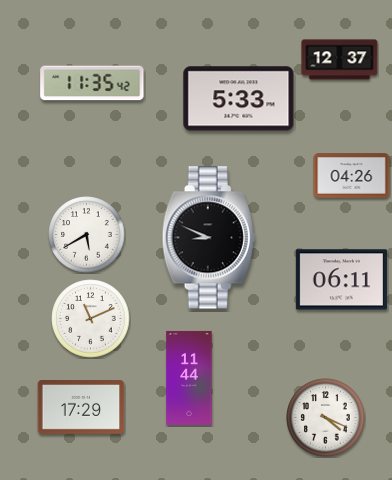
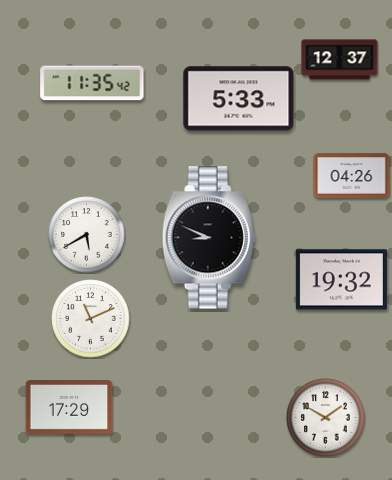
clock at (341, 280): 06:11 -> 19:32
clock at (189, 378): 11:44 -> none
clock at (81, 408) position: (81, 408) -> (69, 408)
clock at (326, 418): 4:19 -> 1:50
